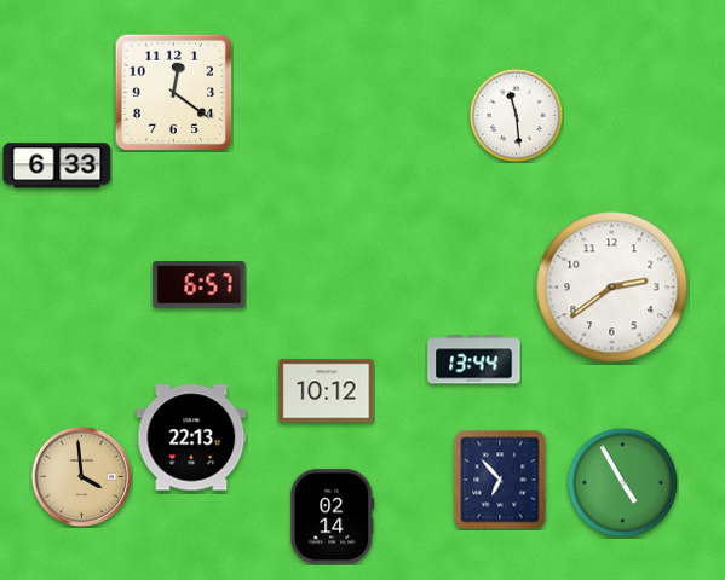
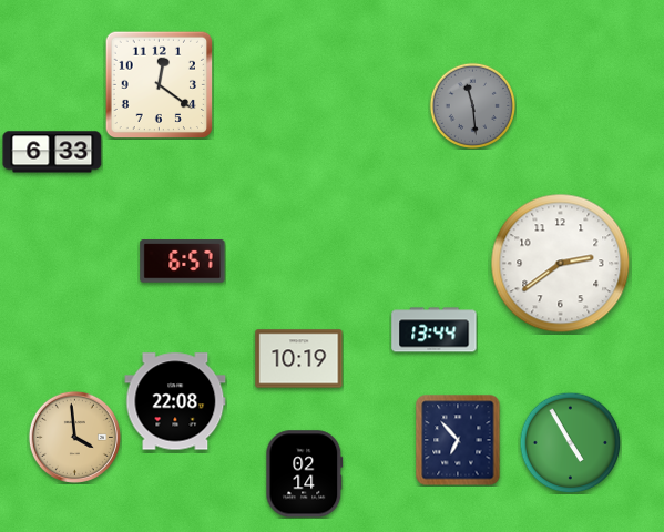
clock at (516, 115) dial: white -> grey
clock at (327, 391): 10:12 -> 10:19
clock at (191, 437): 22:13 -> 22:08
